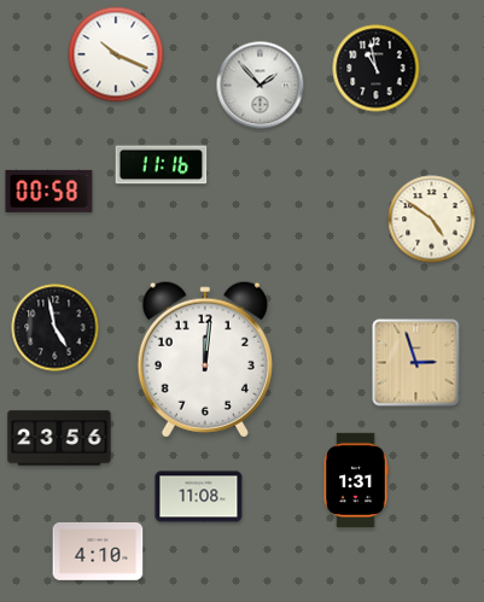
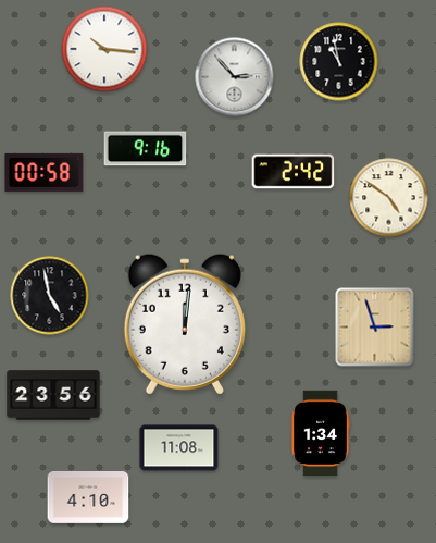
clock at (116, 54): 10:19 -> 10:16
clock at (261, 86): 1:53 -> 2:53
clock at (162, 165): 11:16 -> 9:16
clock at (294, 172): none -> 2:42
clock at (356, 479): 1:31 -> 1:34
